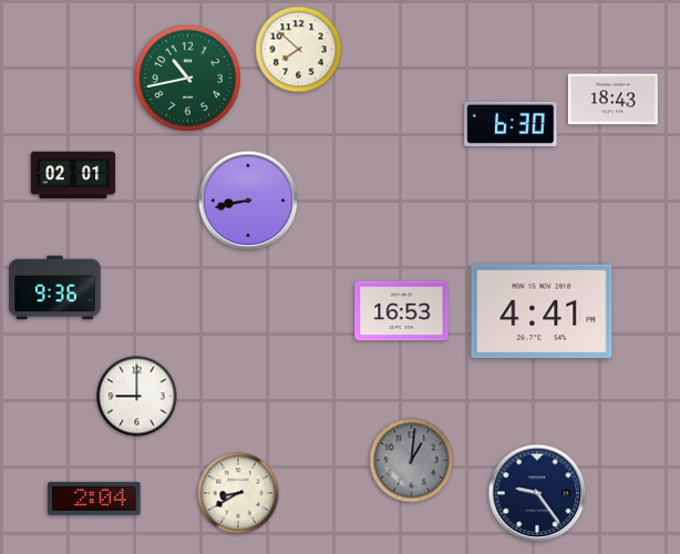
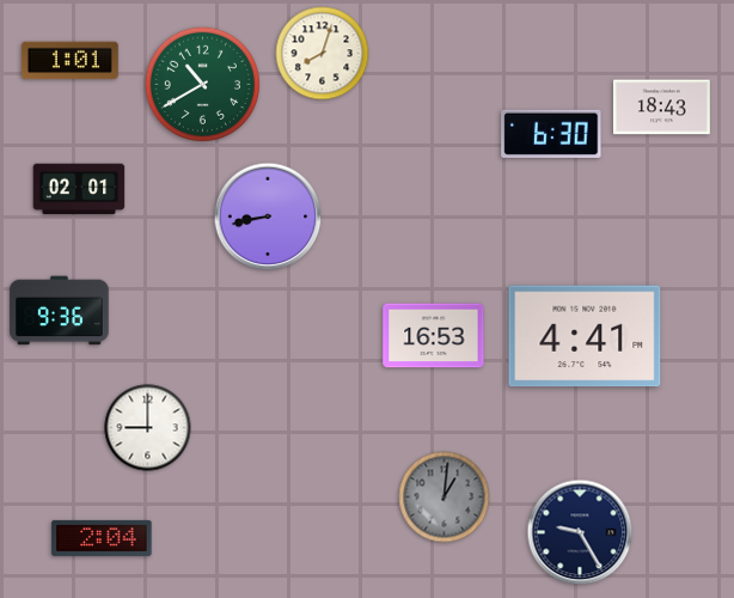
clock at (299, 50): 7:52 -> 8:03
clock at (69, 61): none -> 1:01
clock at (187, 78): 10:43 -> 10:40
clock at (238, 493): 8:40 -> none
clock at (537, 493): 9:24 -> 9:25
